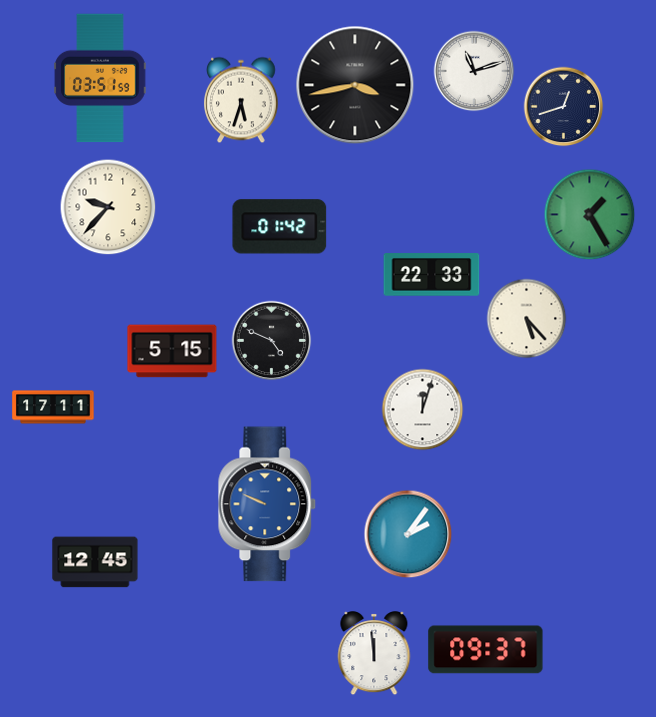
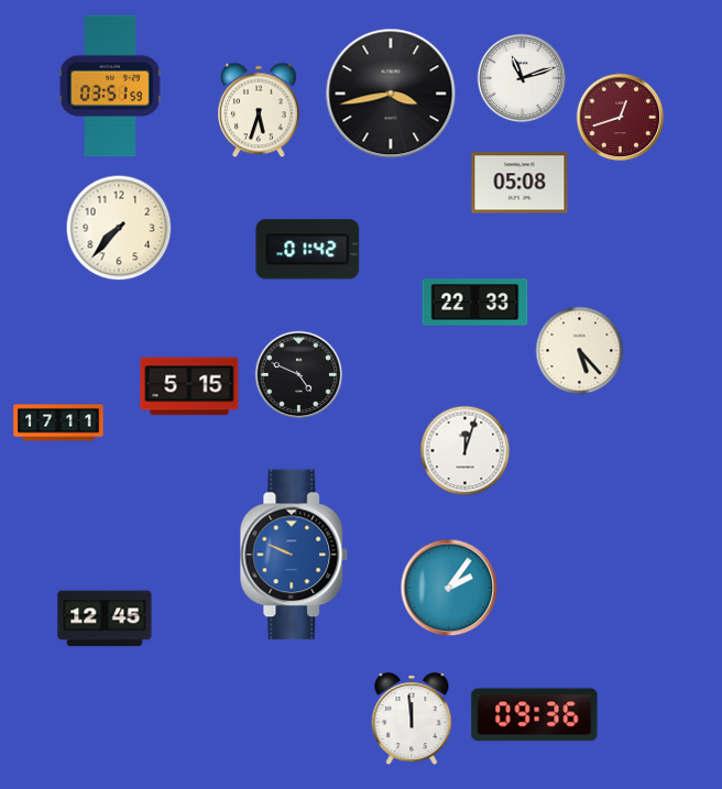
clock at (242, 100) position: (242, 100) -> (260, 110)
clock at (564, 107) dial: navy -> burgundy
clock at (519, 183): none -> 05:08
clock at (108, 207): 9:37 -> 7:37
clock at (590, 215): 1:25 -> none
clock at (53, 407) position: (53, 407) -> (58, 423)
clock at (486, 650): 09:37 -> 09:36
